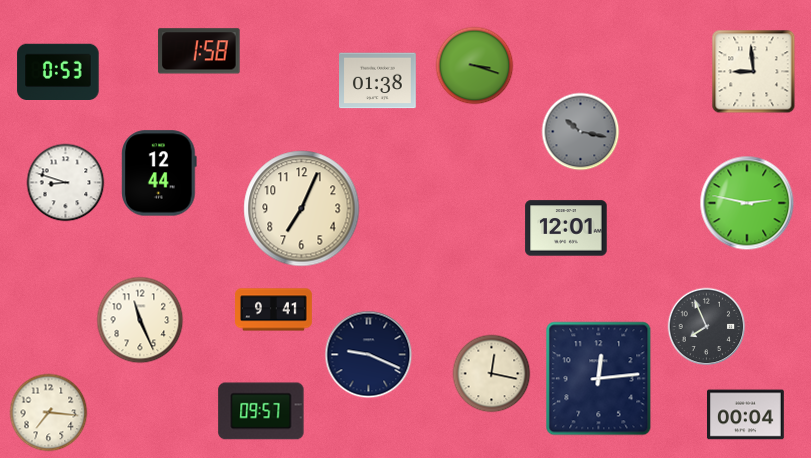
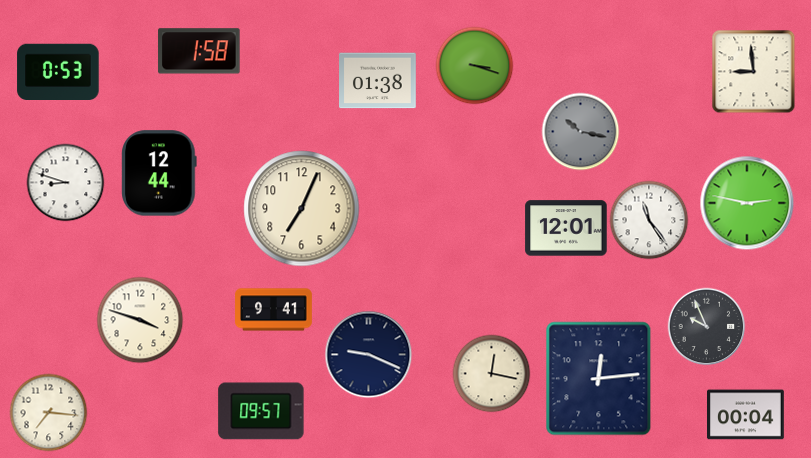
clock at (649, 220): none -> 11:24
clock at (140, 320): 11:26 -> 3:48
clock at (706, 326): 7:56 -> 9:56
